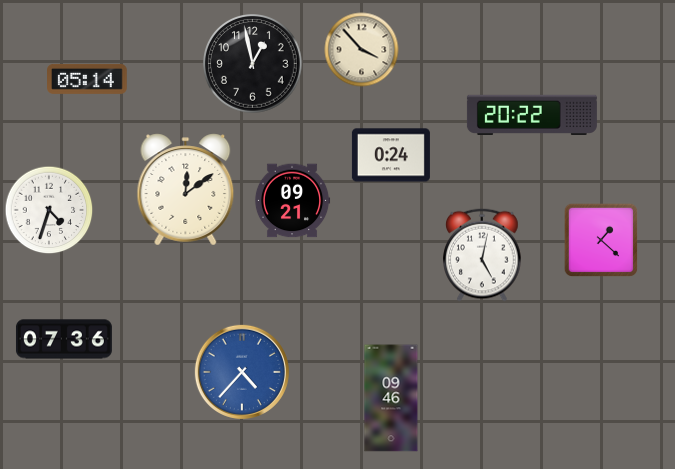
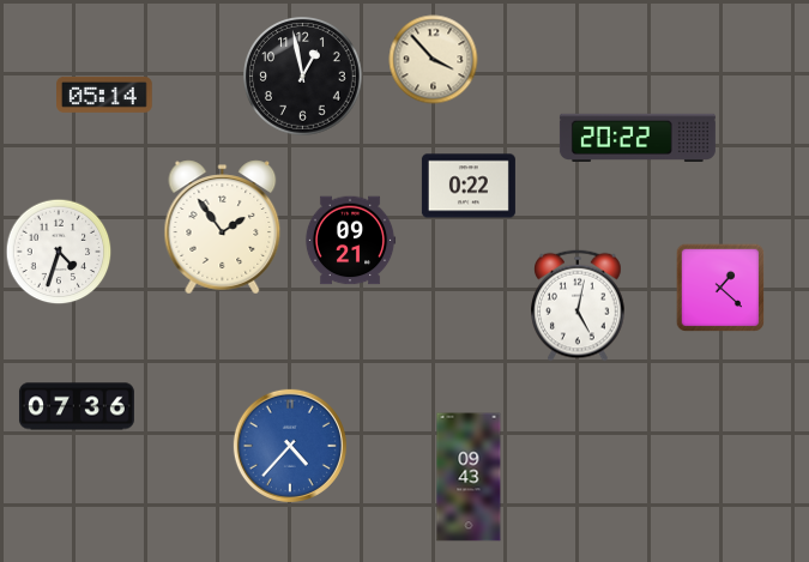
clock at (391, 155): 0:24 -> 0:22
clock at (186, 190): 12:09 -> 1:54
clock at (391, 398): 09:46 -> 09:43
